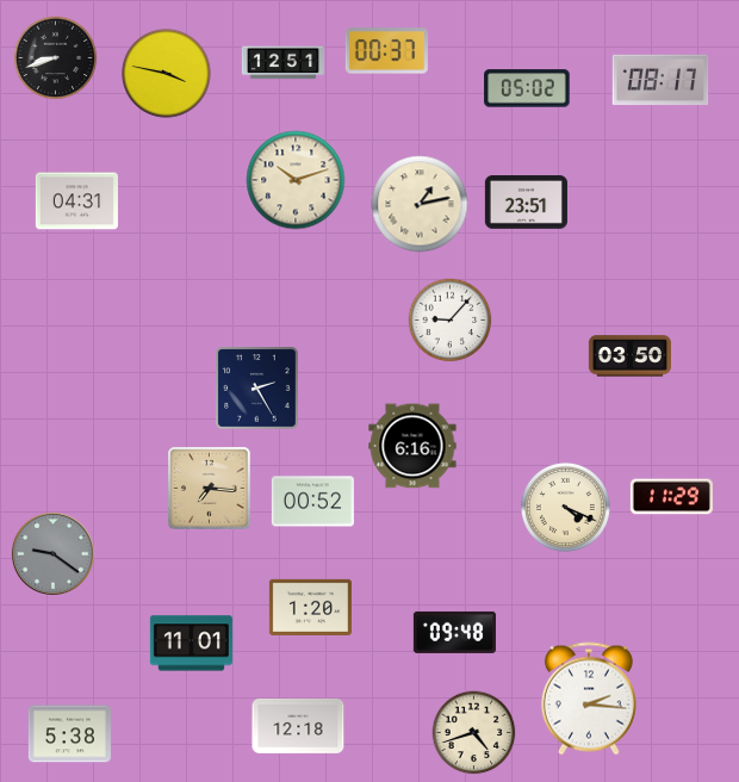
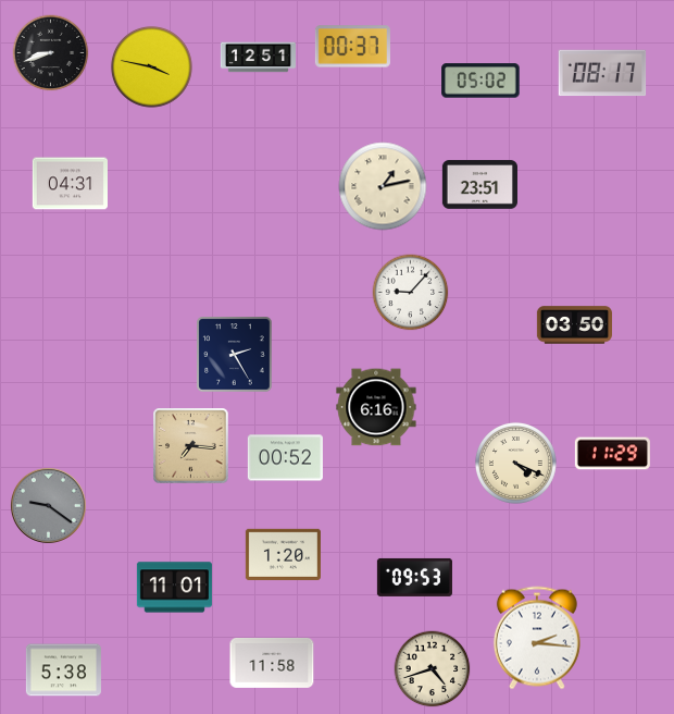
clock at (296, 180): 10:12 -> none
clock at (454, 632): 09:48 -> 09:53
clock at (298, 726): 12:18 -> 11:58
